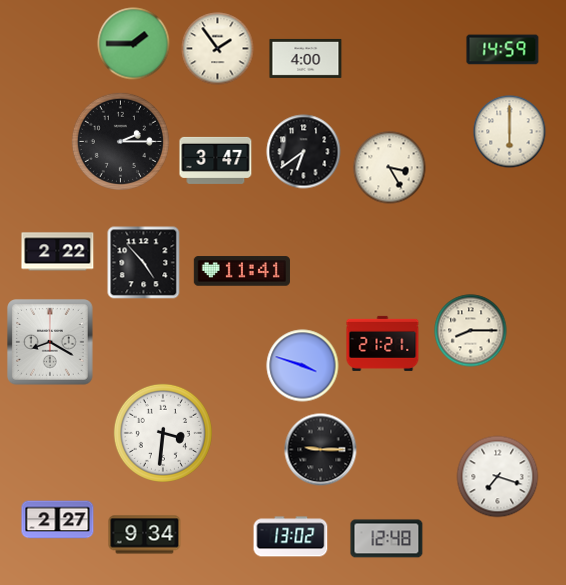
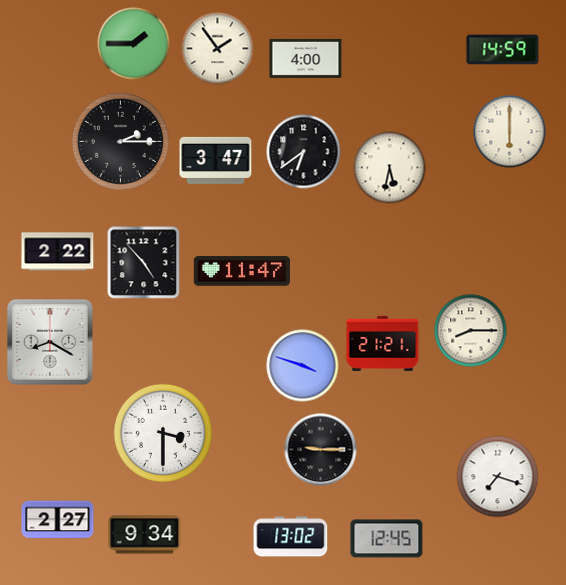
clock at (390, 168): 3:25 -> 5:32
clock at (242, 271): 11:41 -> 11:47
clock at (163, 433): 3:31 -> 3:30
clock at (387, 539): 12:48 -> 12:45
